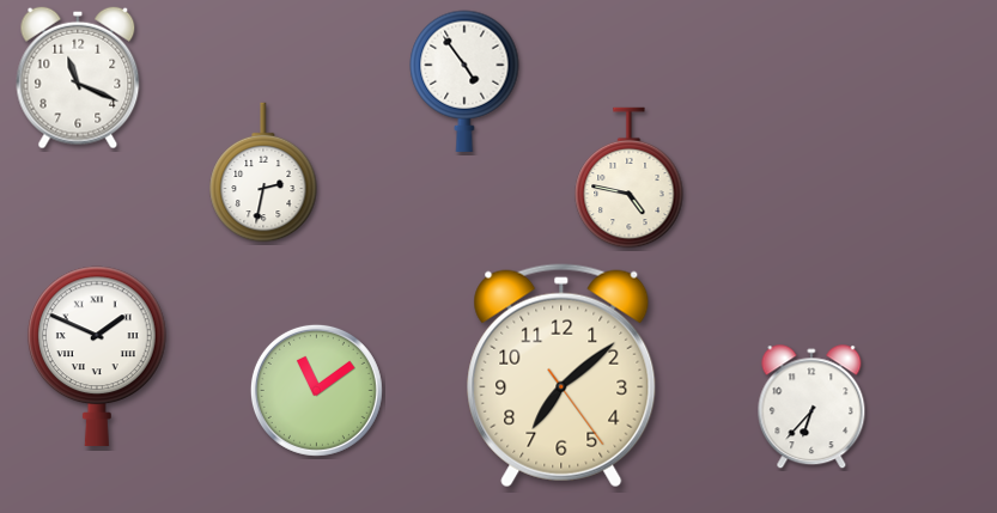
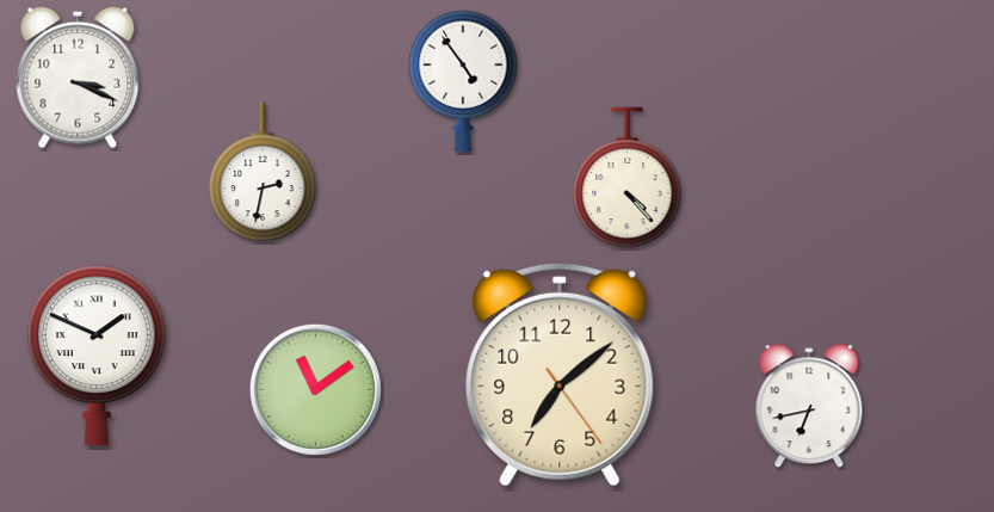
clock at (78, 78): 11:19 -> 3:19
clock at (630, 178): 4:47 -> 4:23
clock at (811, 408): 6:37 -> 6:43
